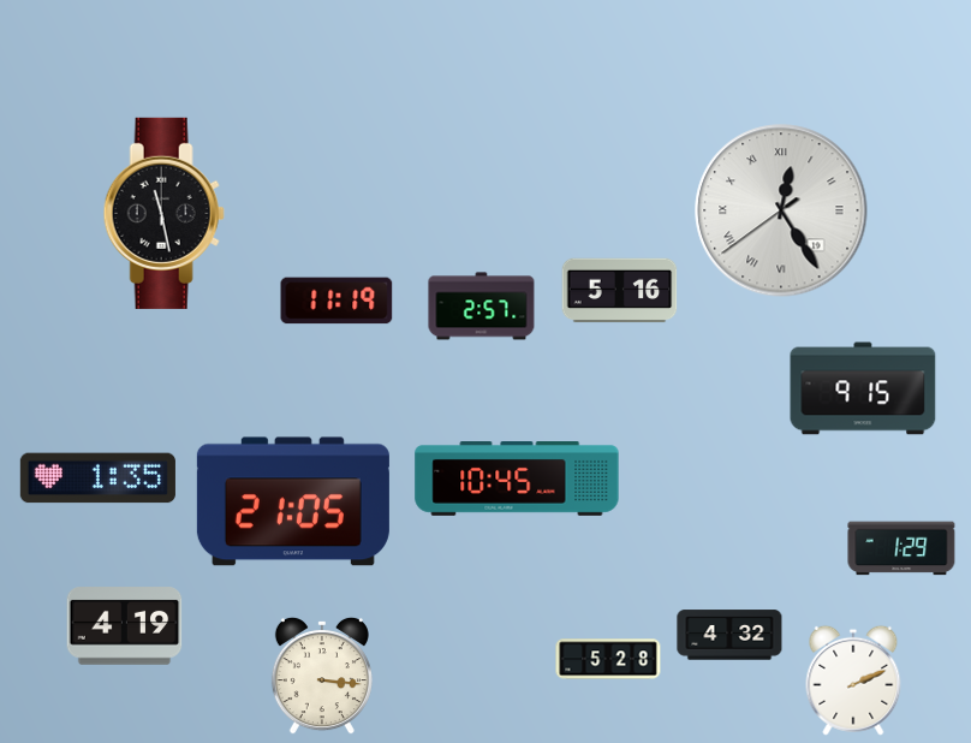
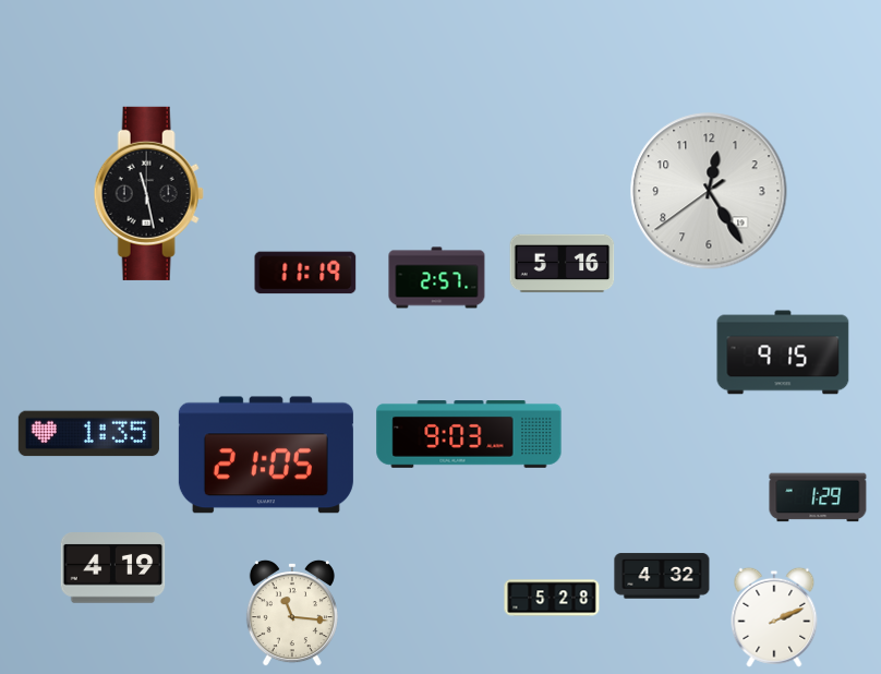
clock at (781, 210) numerals: Roman -> Arabic
clock at (517, 480): 10:45 -> 9:03
clock at (322, 676): 3:16 -> 11:16
